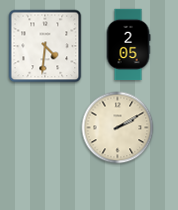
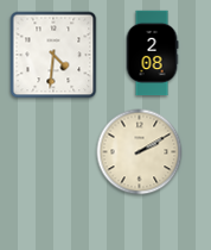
clock at (128, 45): 2:05 -> 2:08
